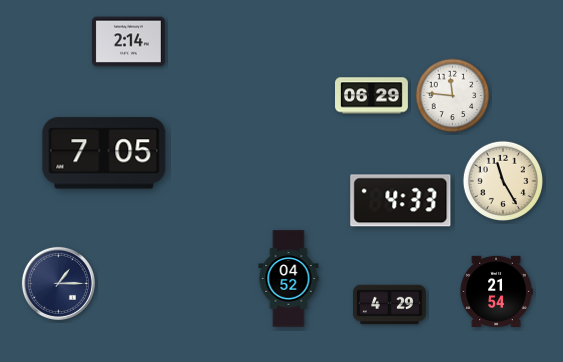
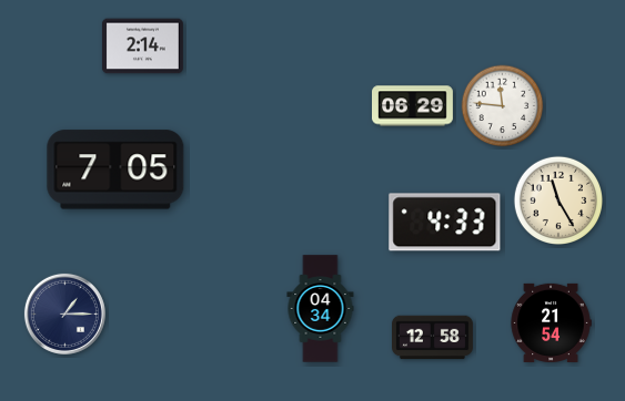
clock at (289, 279): 04:52 -> 04:34
clock at (390, 305): 4:29 -> 12:58
